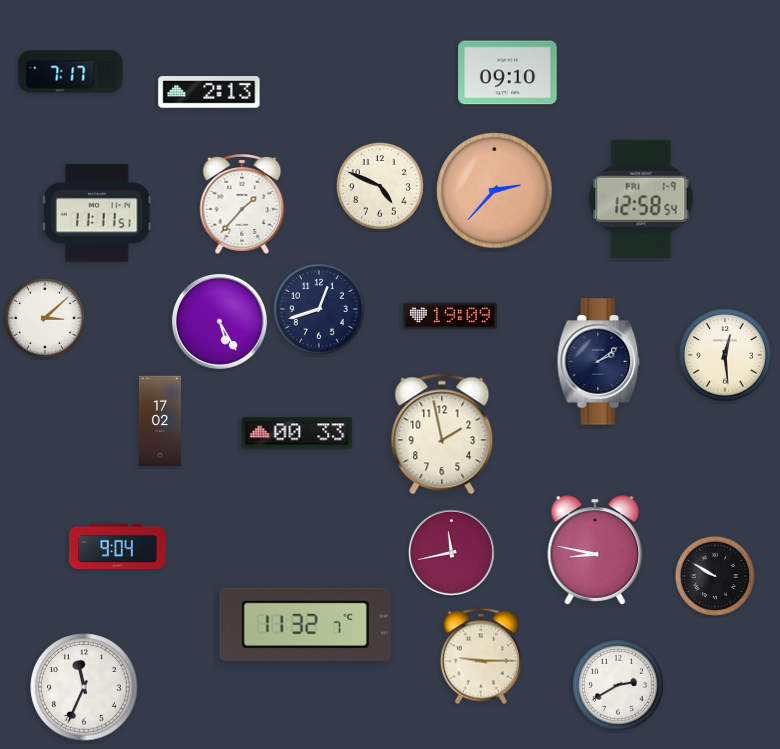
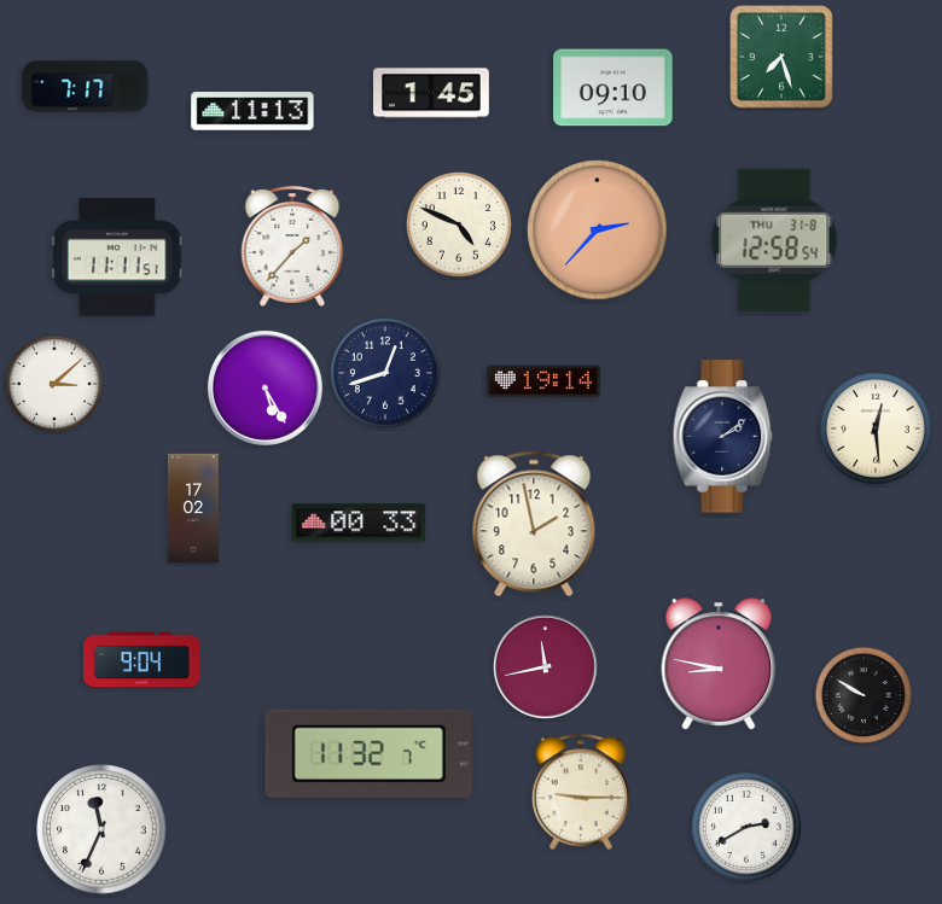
clock at (783, 58): none -> 7:27
clock at (432, 93): none -> 1:45
clock at (209, 92): 2:13 -> 11:13
clock at (641, 199) date: FRI 1-9 -> THU 31-8
clock at (450, 316): 19:09 -> 19:14
